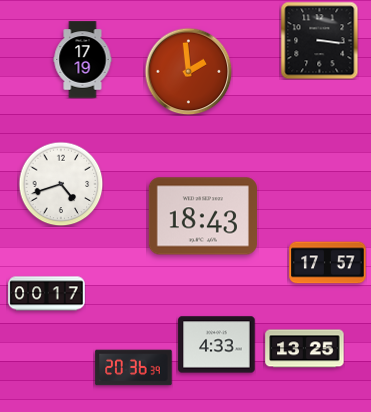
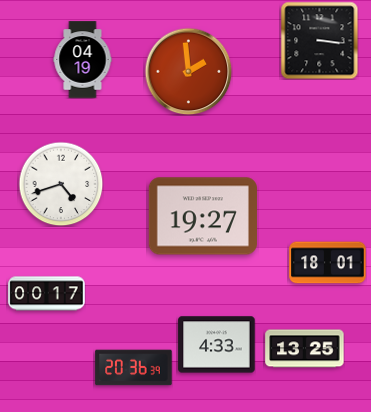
clock at (83, 60): 17:19 -> 04:19
clock at (203, 216): 18:43 -> 19:27
clock at (328, 263): 17:57 -> 18:01
